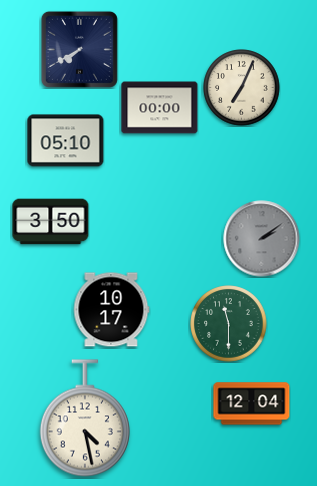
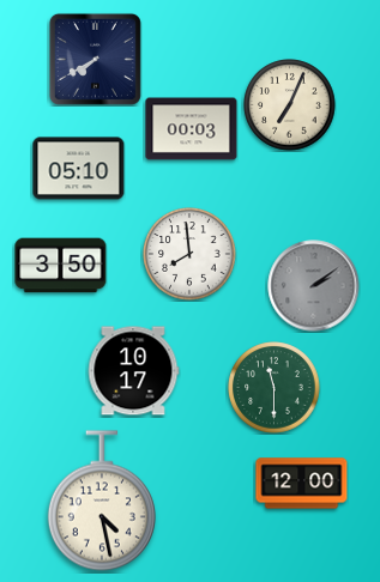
clock at (160, 108): 00:00 -> 00:03
clock at (189, 254): none -> 7:59
clock at (252, 404): 12:04 -> 12:00
